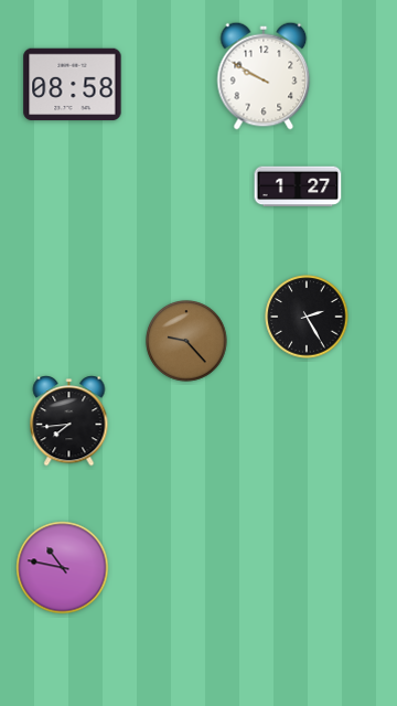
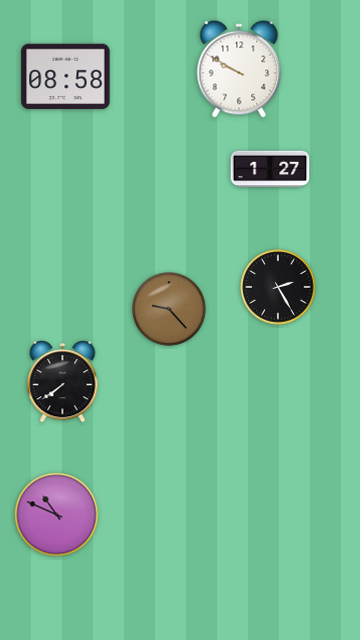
clock at (69, 421): 7:44 -> 7:39
clock at (63, 568): 10:47 -> 10:49
